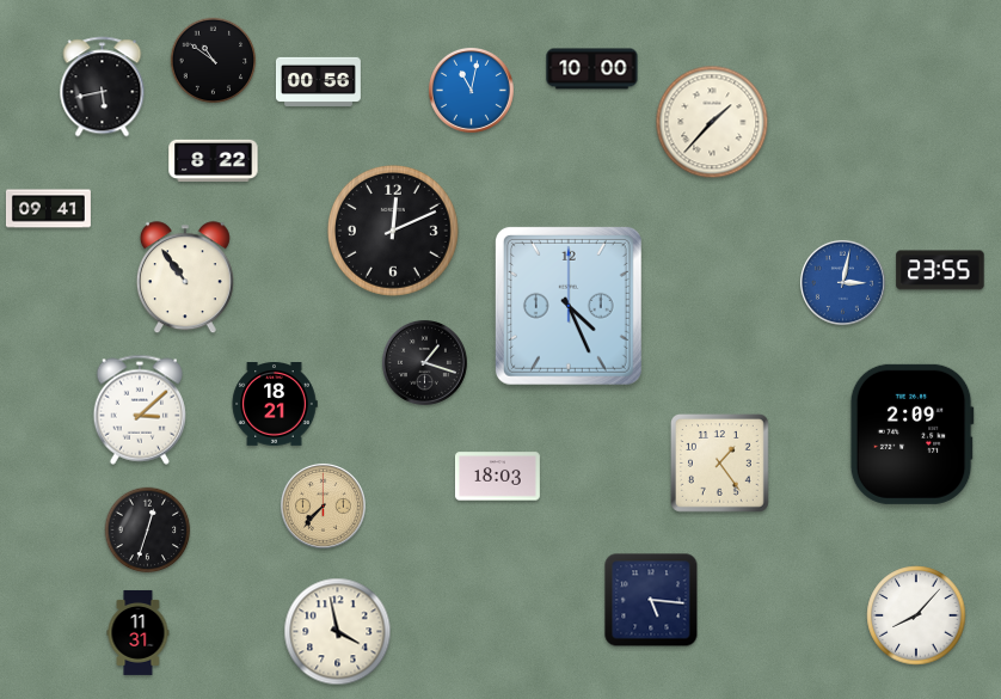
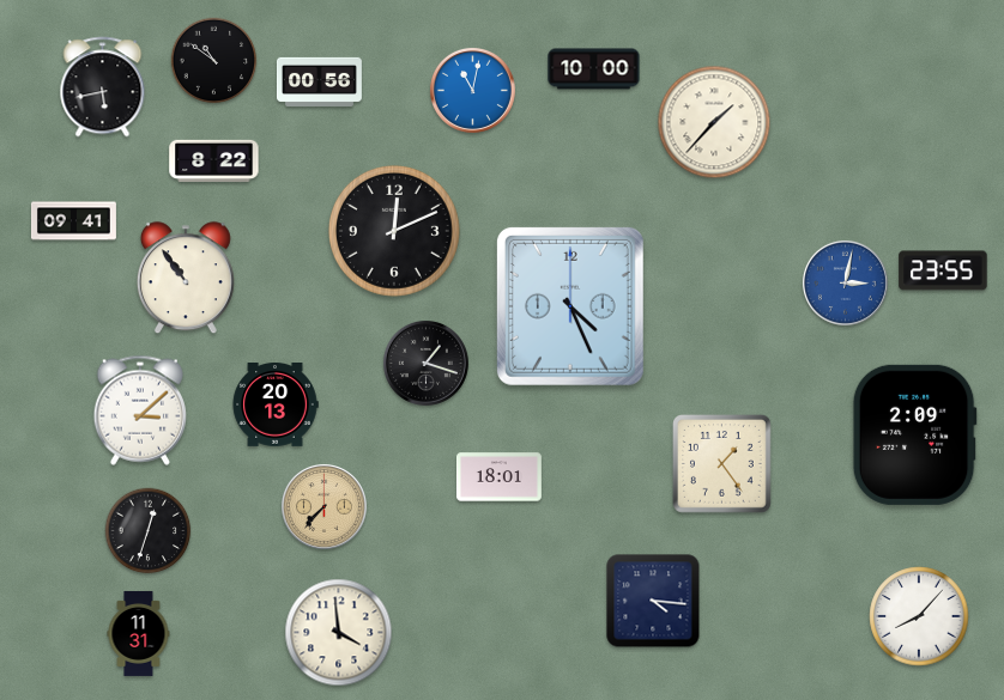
clock at (48, 209) position: (48, 209) -> (73, 221)
clock at (275, 405): 18:21 -> 20:13
clock at (497, 477): 18:03 -> 18:01
clock at (651, 600): 5:16 -> 4:16
clock at (338, 632): 3:58 -> 3:59
